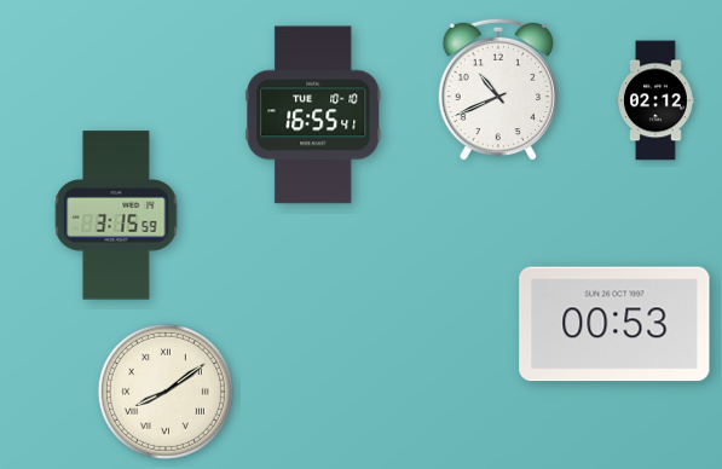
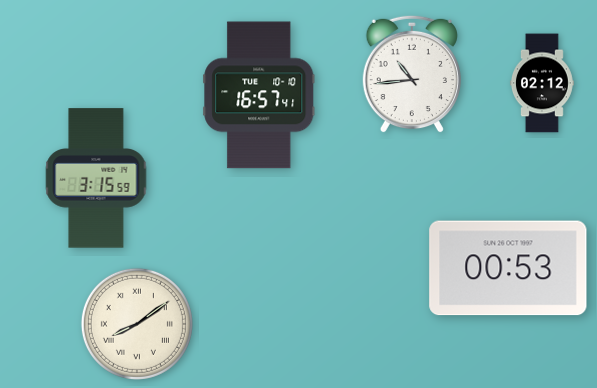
clock at (498, 89): 10:41 -> 10:44
clock at (313, 115): 16:55 -> 16:57
